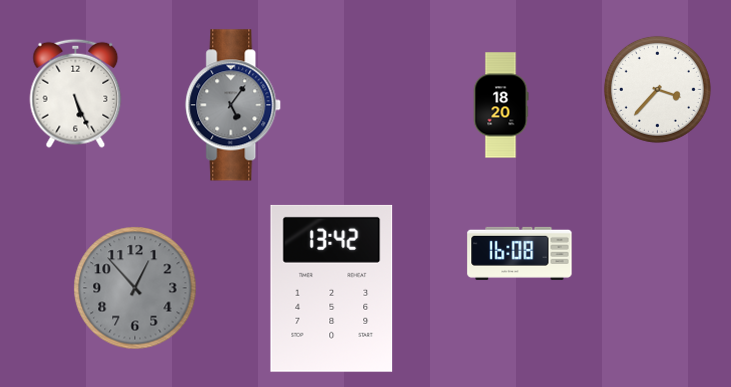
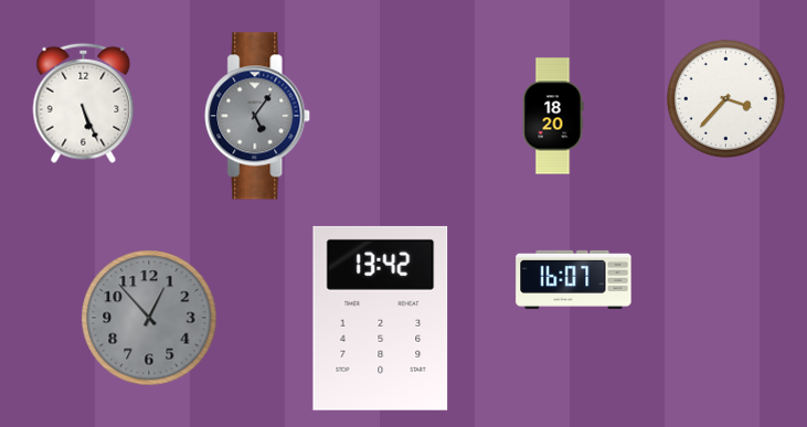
clock at (520, 253): 16:08 -> 16:07
clock at (332, 288) position: (332, 288) -> (381, 318)
